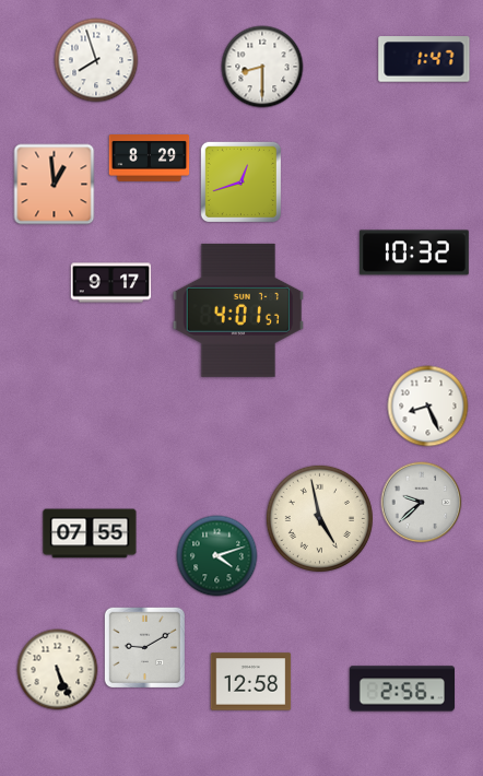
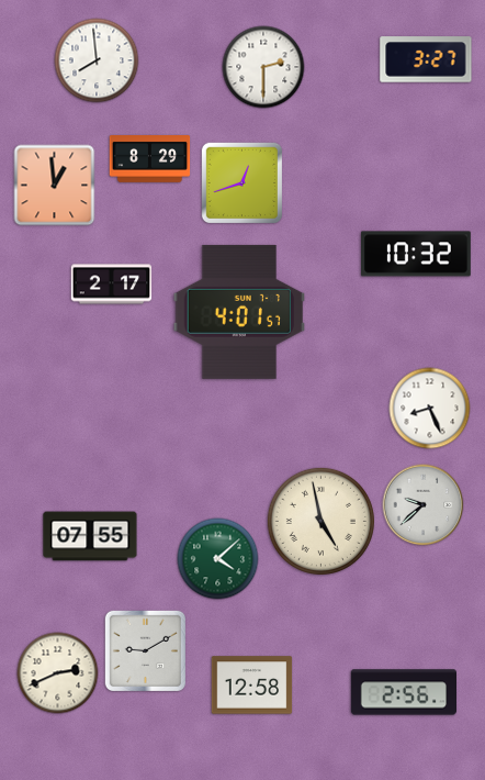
clock at (424, 59): 1:47 -> 3:27
clock at (96, 60): 7:57 -> 7:59
clock at (262, 67): 8:30 -> 2:30
clock at (111, 283): 9:17 -> 2:17
clock at (217, 556): 4:12 -> 4:08
clock at (58, 670): 5:26 -> 2:41
